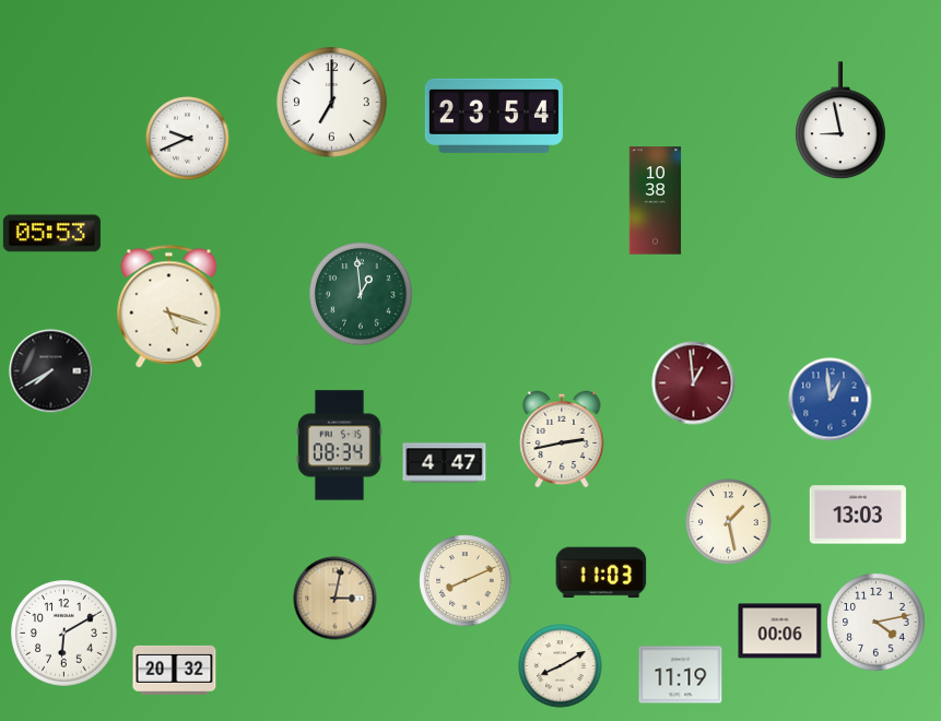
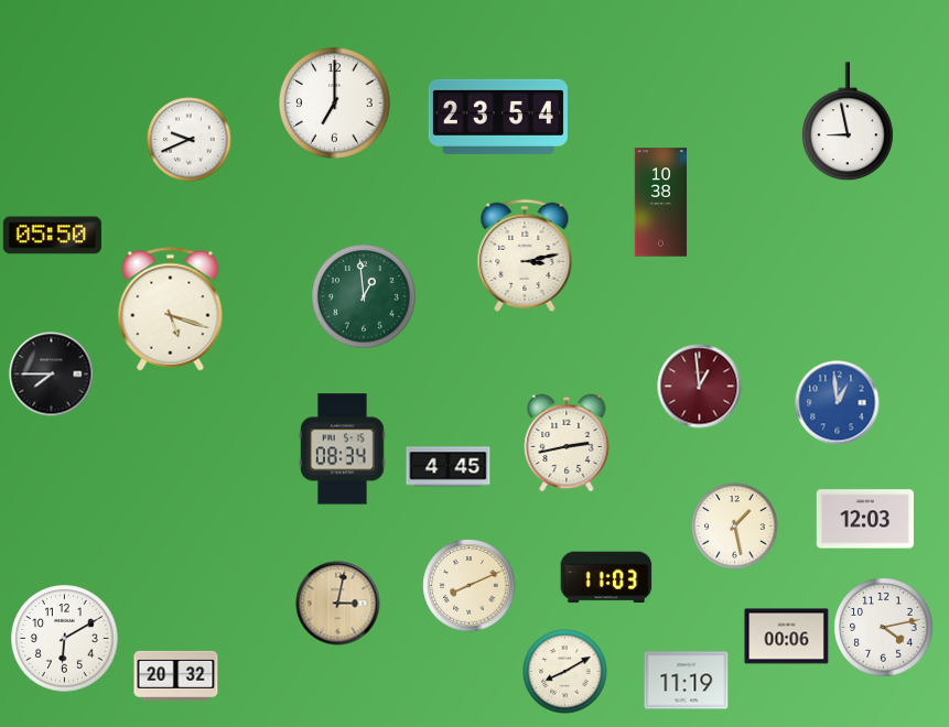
clock at (51, 234): 05:53 -> 05:50
clock at (525, 256): none -> 3:13
clock at (51, 371): 7:40 -> 7:45
clock at (445, 463): 4:47 -> 4:45
clock at (858, 515): 13:03 -> 12:03
